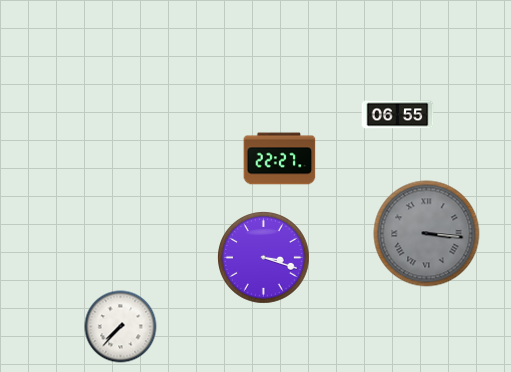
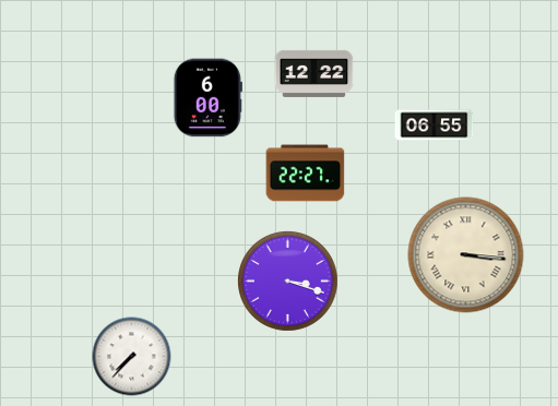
clock at (314, 73): none -> 12:22
clock at (207, 98): none -> 6:00
clock at (427, 234) dial: grey -> cream
